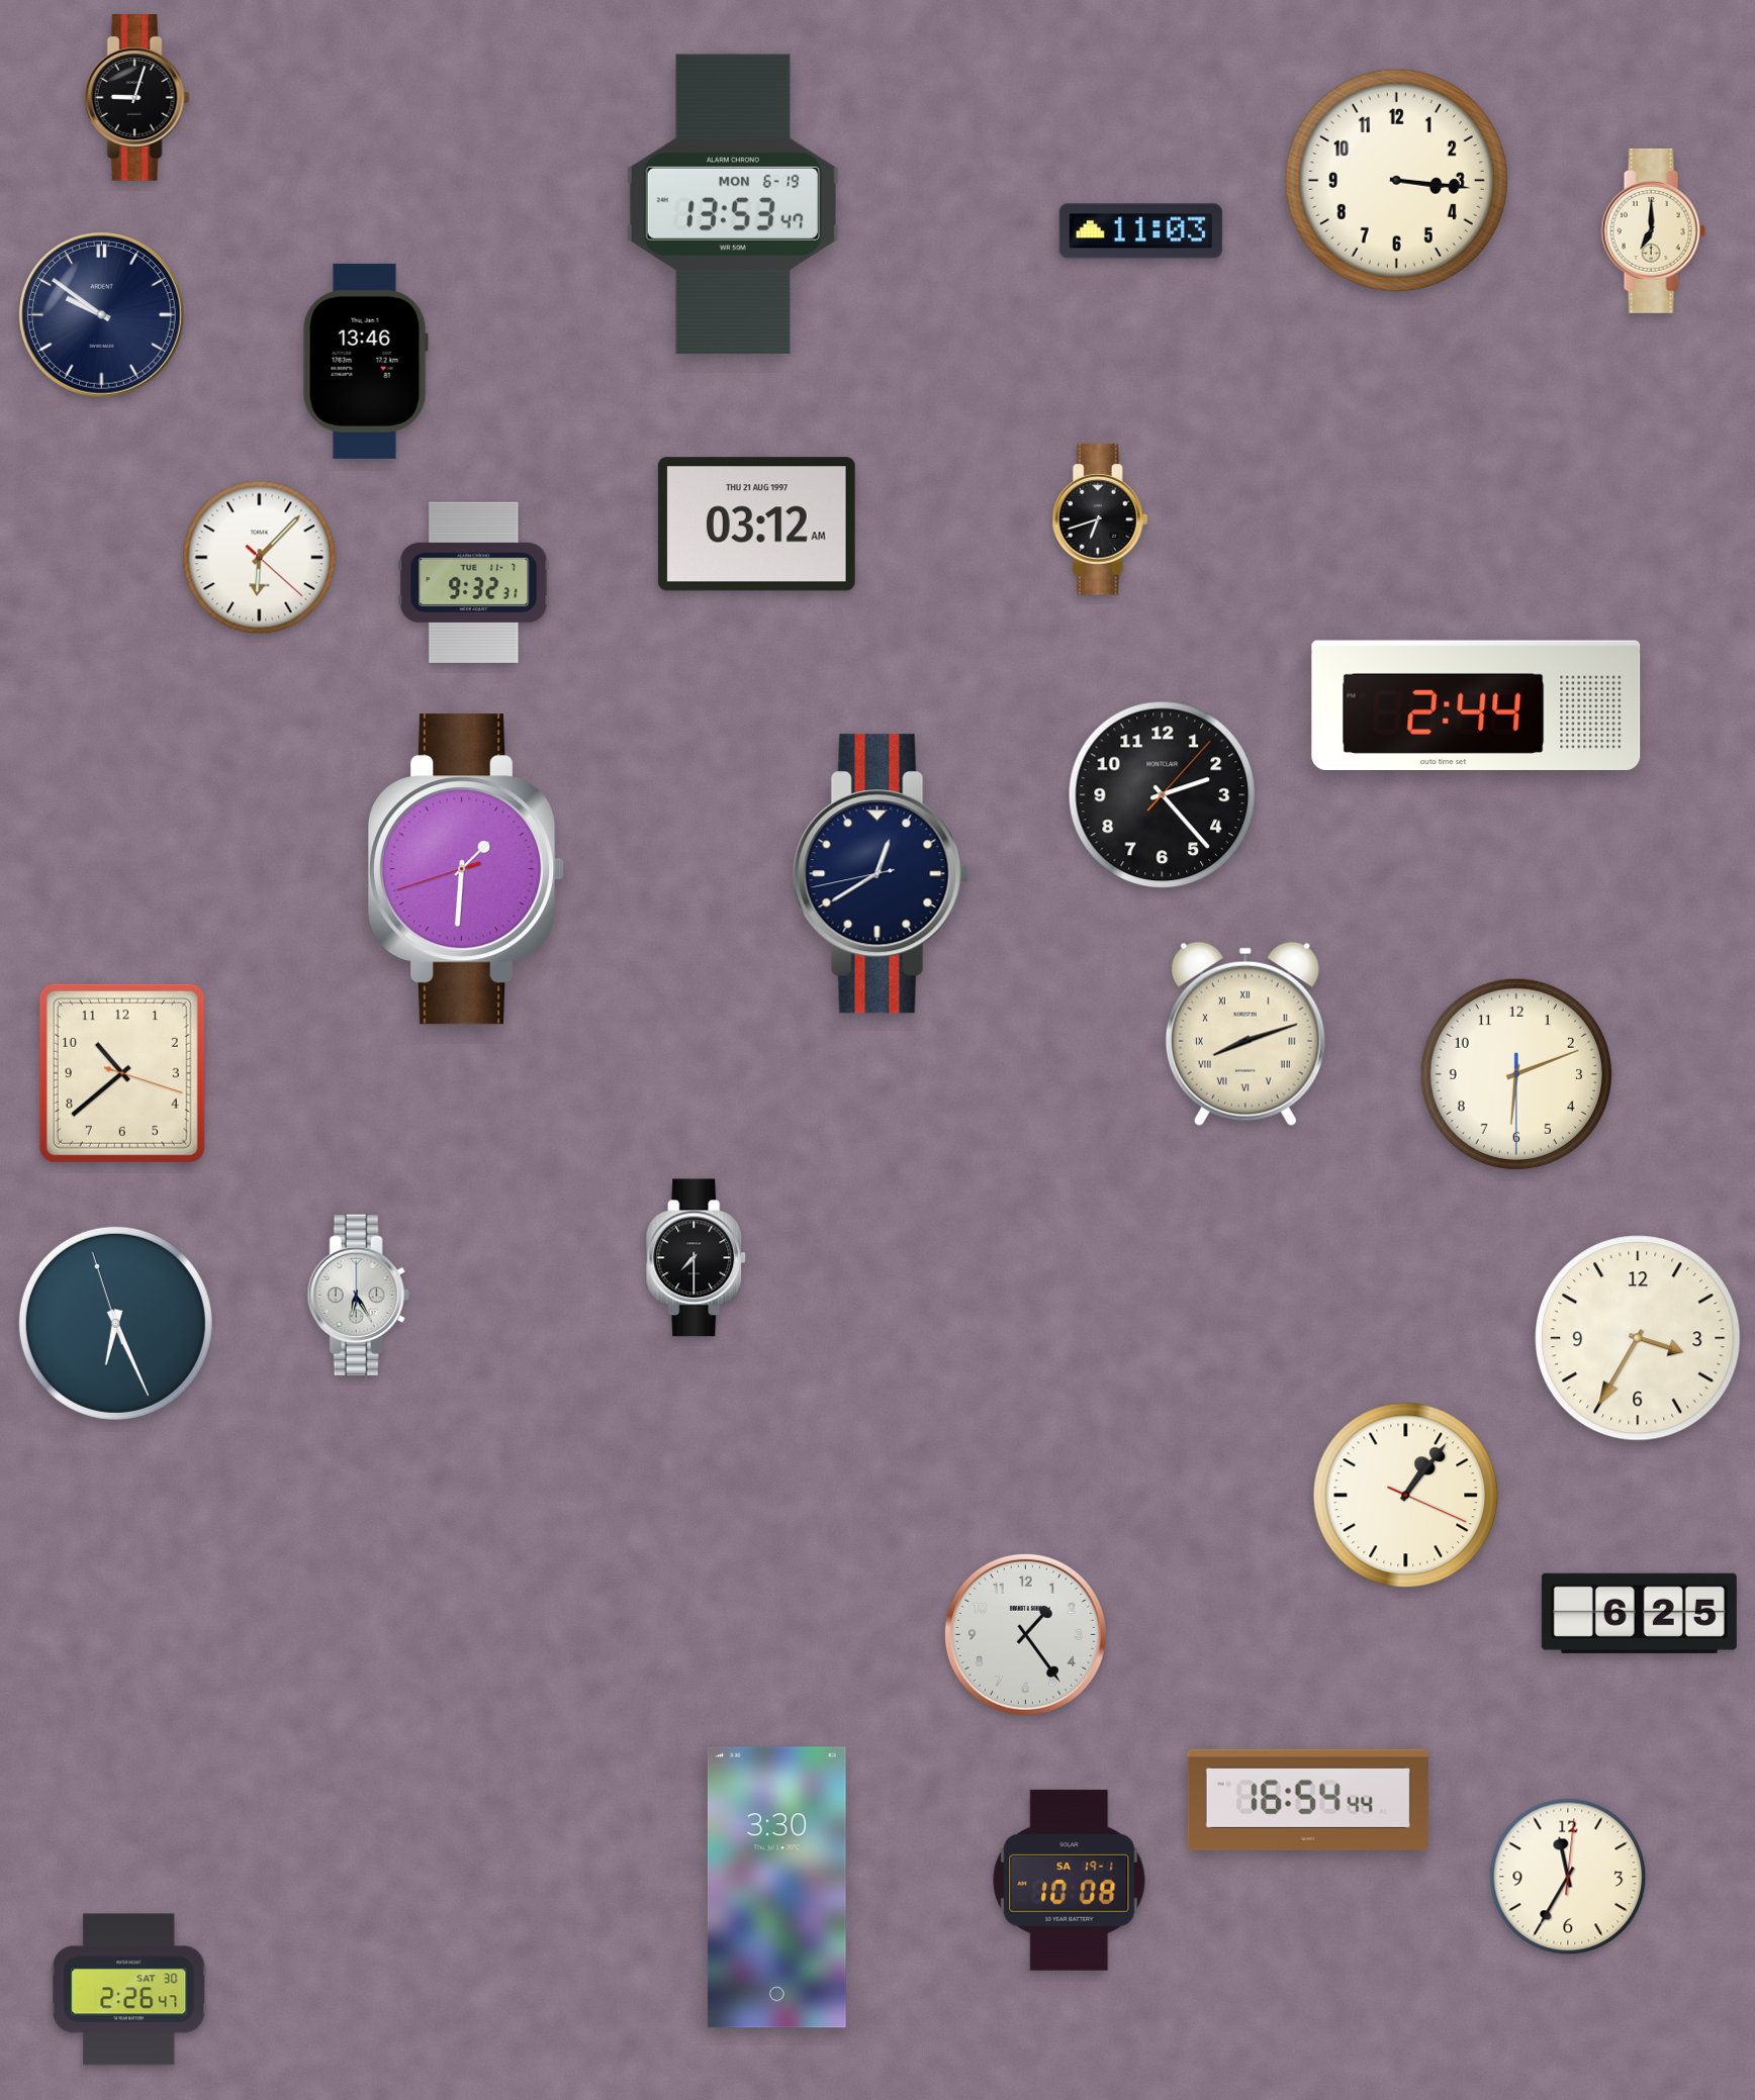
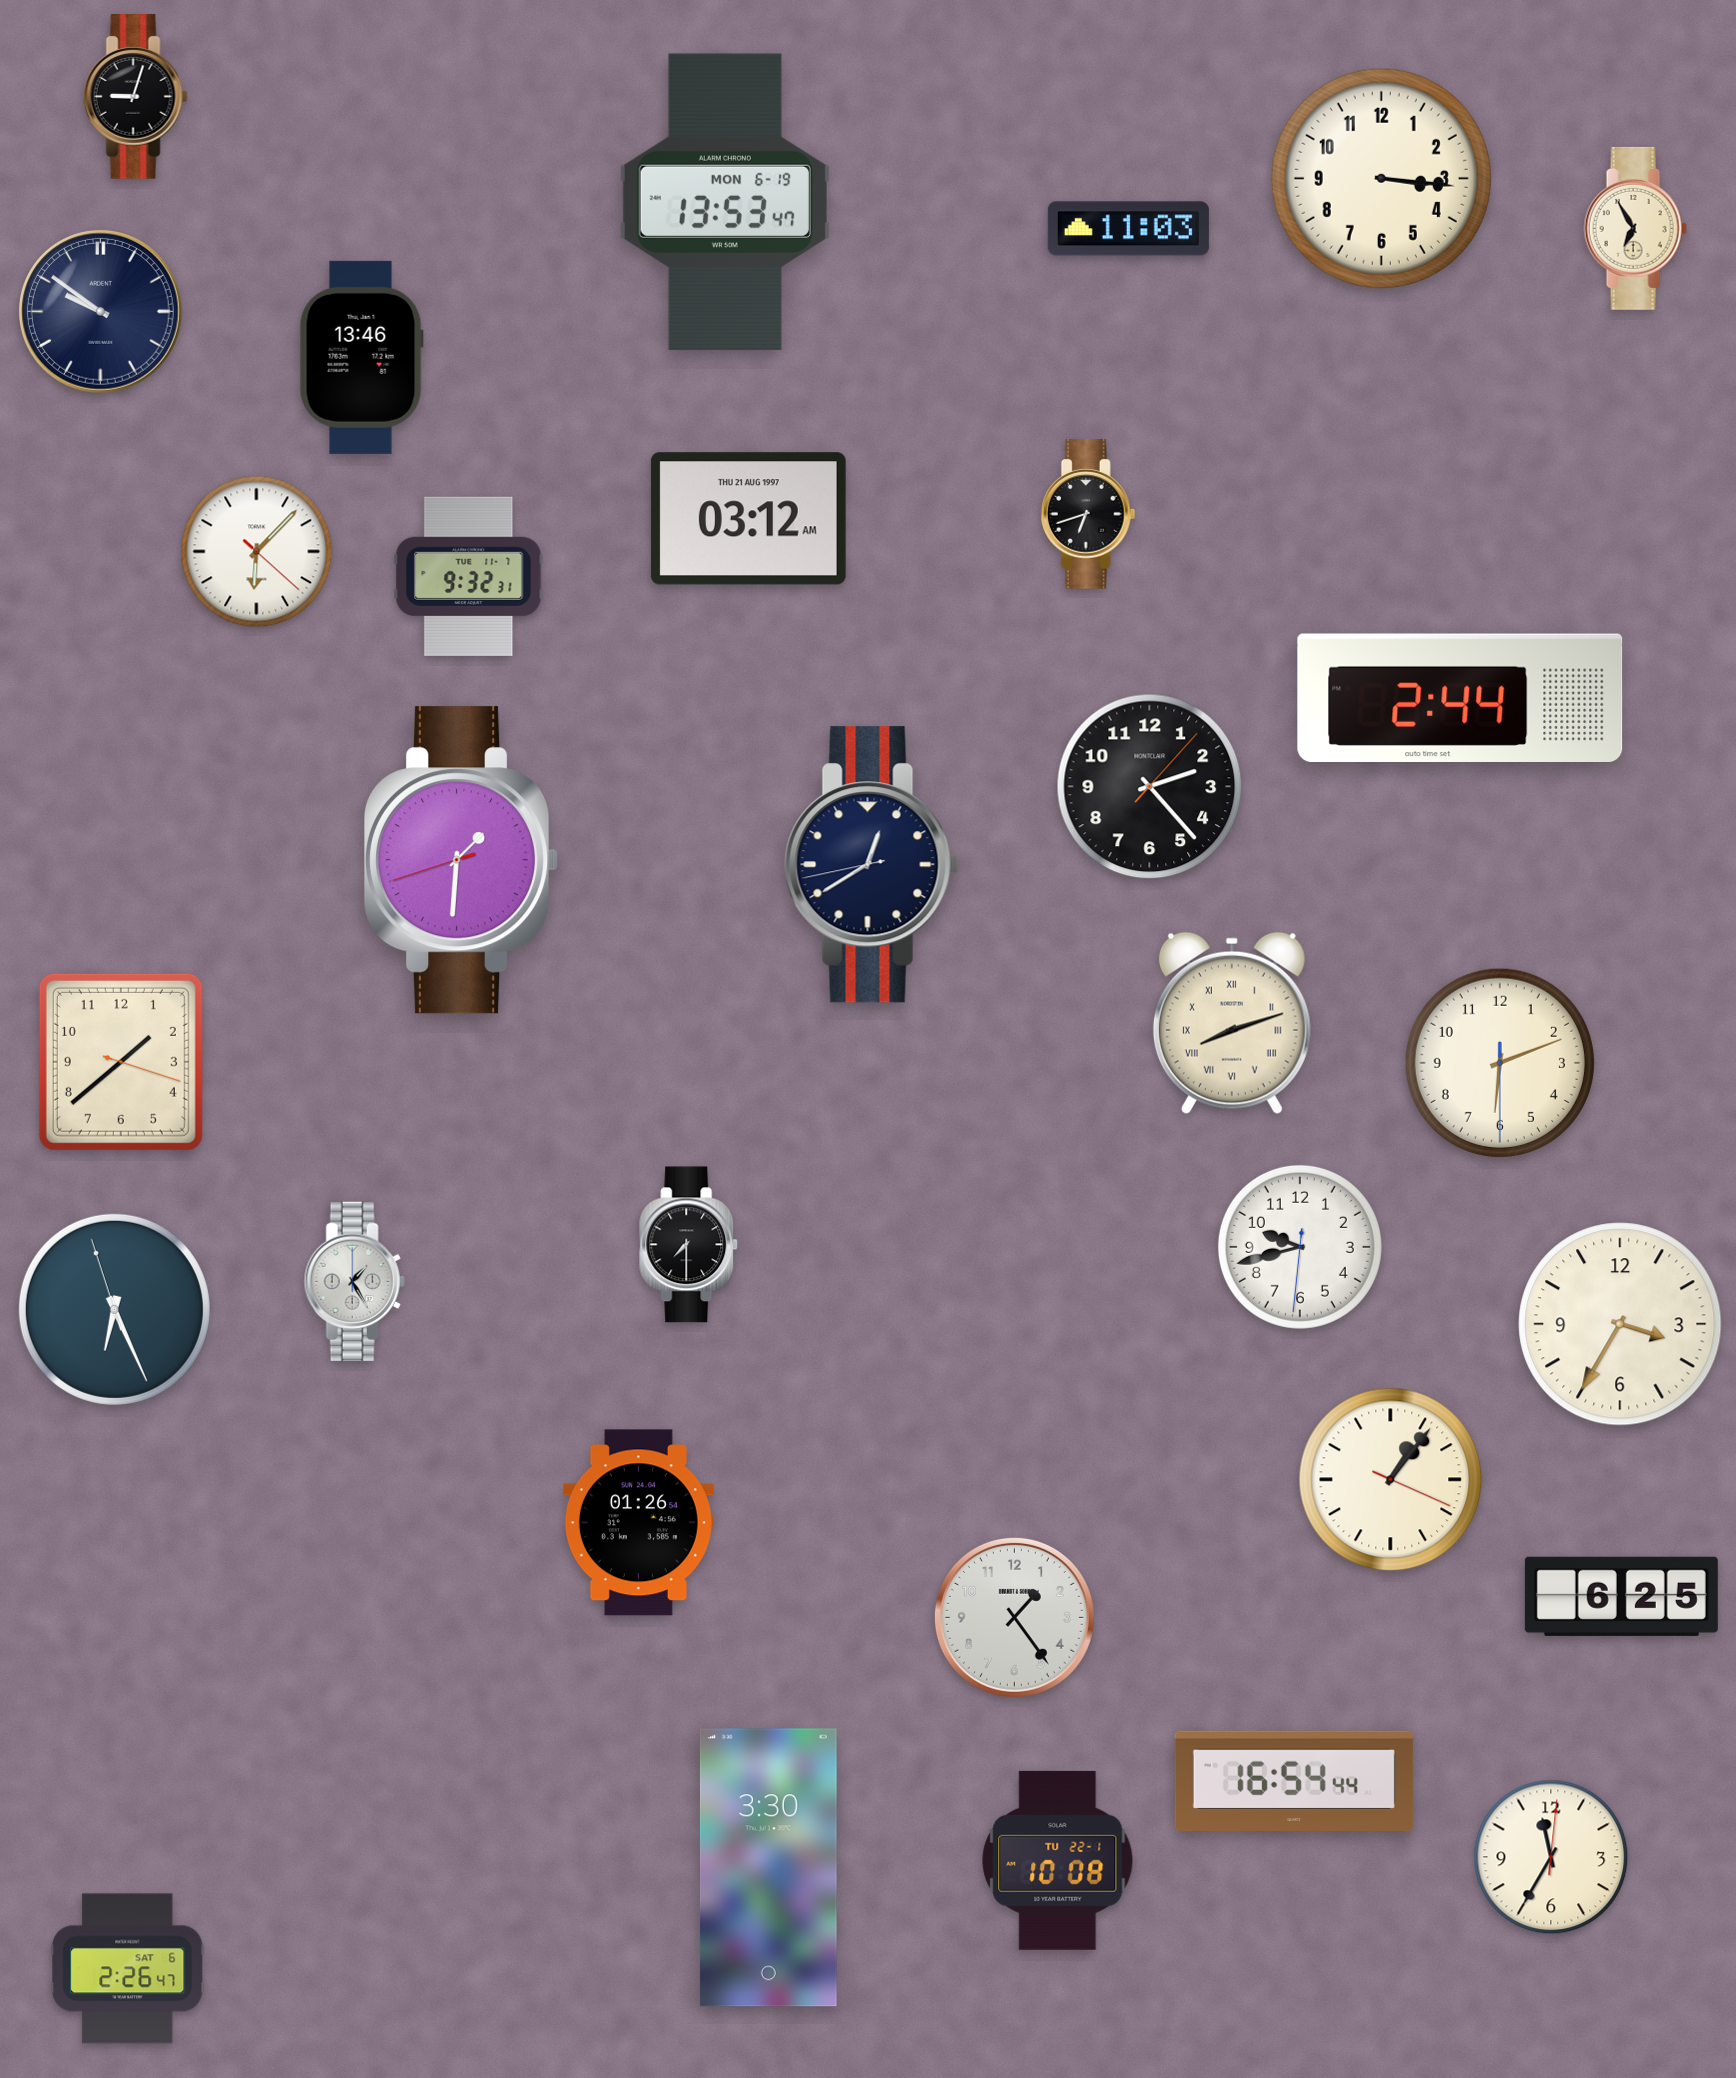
clock at (1653, 230): 7:00 -> 6:55
clock at (122, 1073): 10:38 -> 1:38
clock at (1300, 1247): none -> 9:42
clock at (358, 1295): 6:25 -> 1:25
clock at (638, 1523): none -> 01:26
clock at (1070, 1880) date: SA 19-1 -> TU 22-1
clock at (129, 1990) date: SAT 30 -> SAT 6
